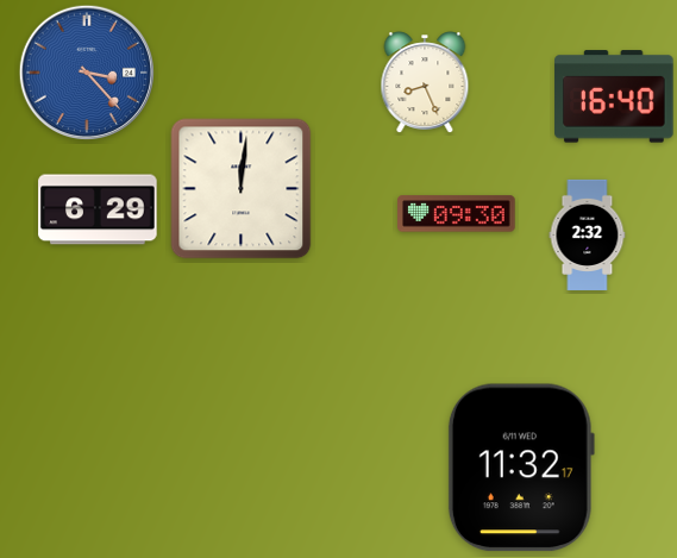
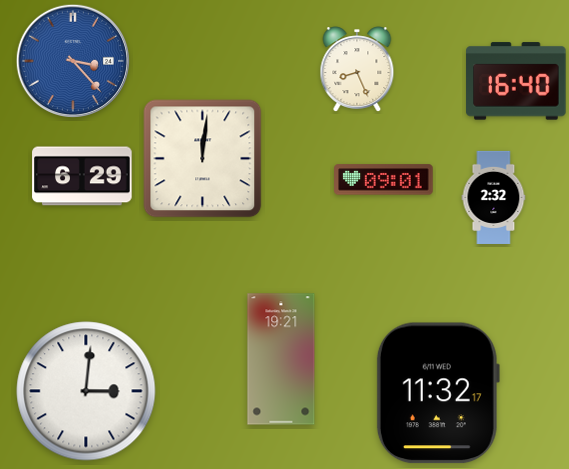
clock at (457, 214): 09:30 -> 09:01
clock at (281, 359): none -> 19:21
clock at (86, 391): none -> 3:01
